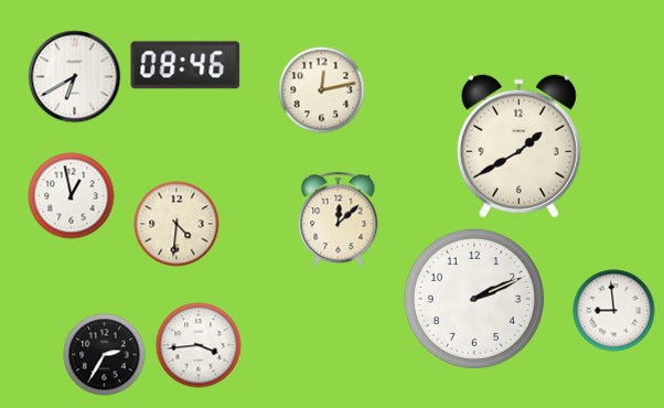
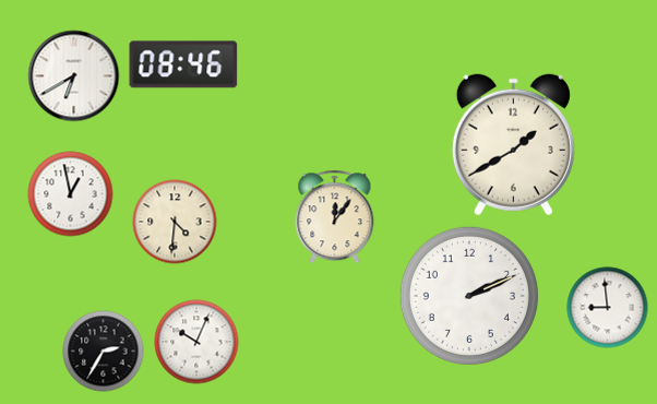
clock at (322, 90): 12:13 -> none
clock at (339, 219): 12:08 -> 12:06
clock at (199, 345): 3:44 -> 10:04
